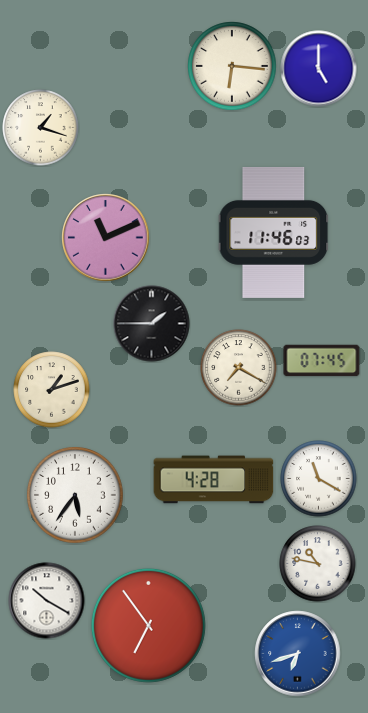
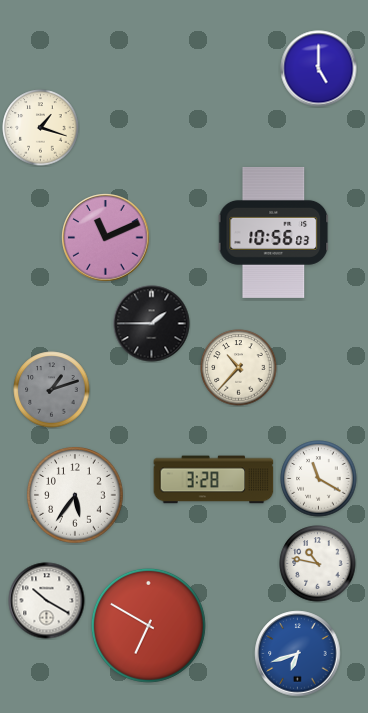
clock at (232, 66): 6:16 -> none
clock at (274, 232): 11:46 -> 10:56
clock at (322, 361): 07:45 -> none
clock at (239, 368): 7:20 -> 10:37
clock at (52, 390) dial: cream -> grey
clock at (214, 480): 4:28 -> 3:28
clock at (148, 625): 6:54 -> 6:50
